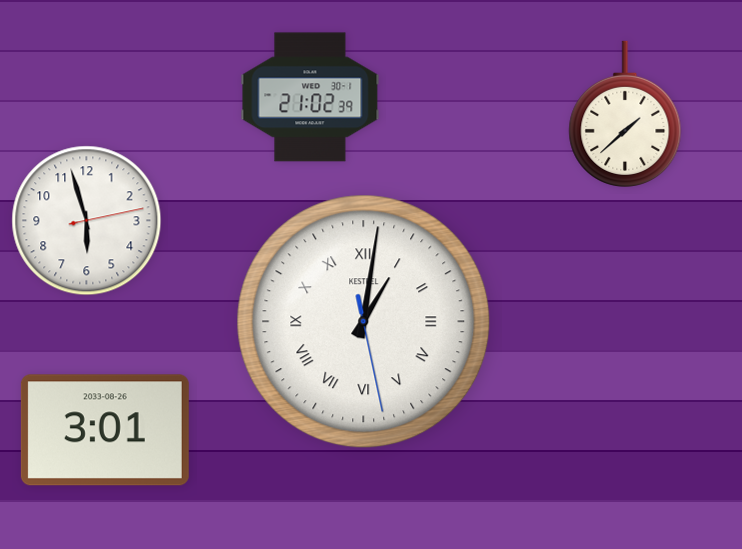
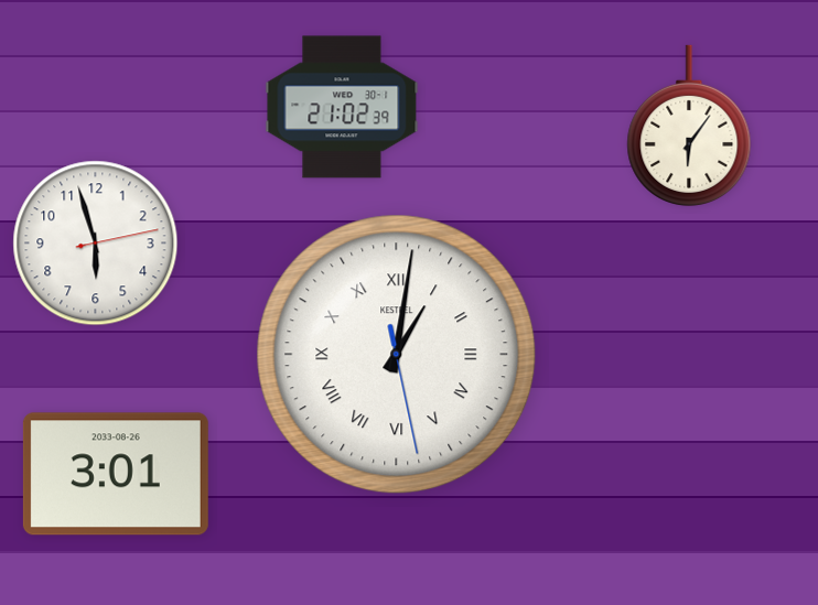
clock at (625, 114): 1:38 -> 6:06
clock at (364, 322) position: (364, 322) -> (397, 355)
